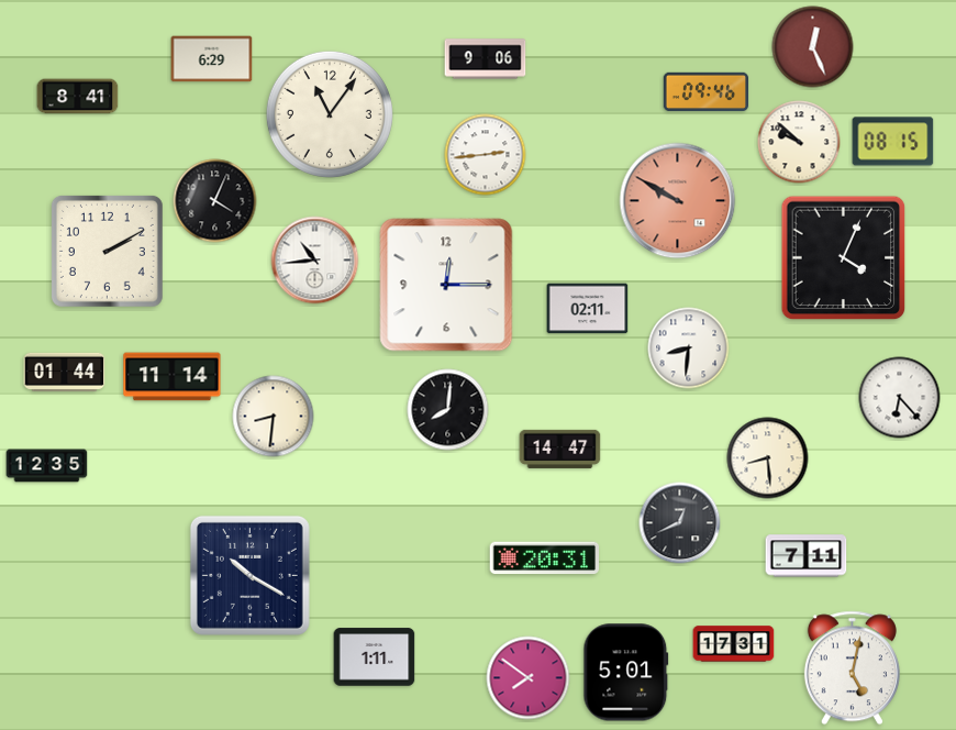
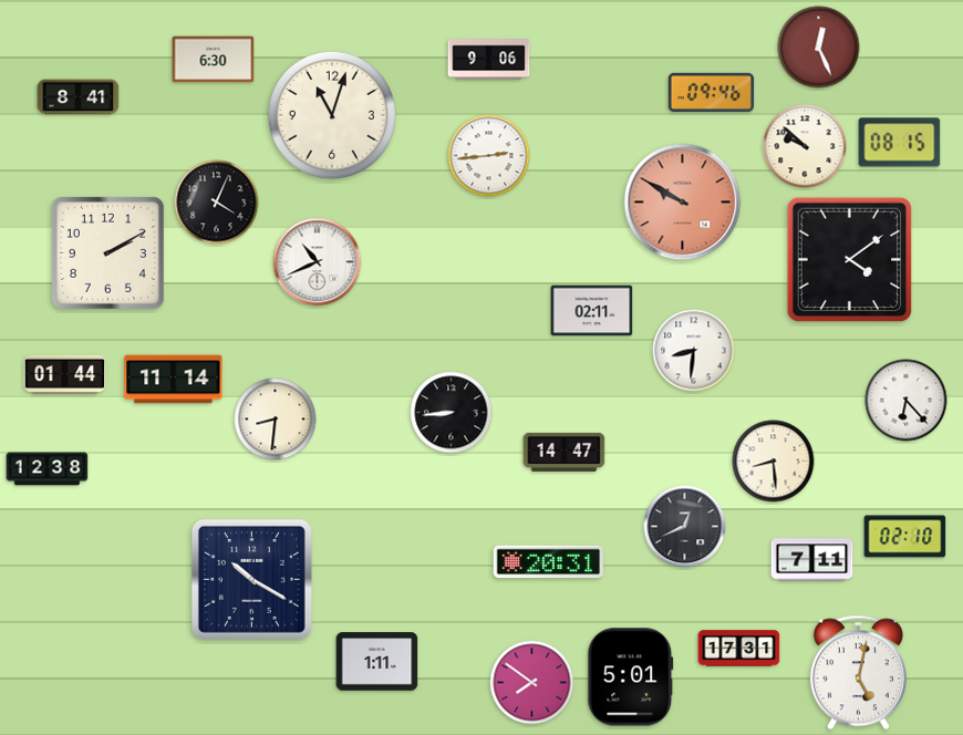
clock at (212, 59): 6:29 -> 6:30
clock at (330, 114): 11:06 -> 11:03
clock at (799, 142) position: (799, 142) -> (805, 146)
clock at (844, 258): 4:04 -> 4:09
clock at (315, 261): 10:44 -> 10:41
clock at (446, 285): 12:15 -> none
clock at (448, 410): 8:01 -> 8:44
clock at (47, 466): 12:35 -> 12:38
clock at (905, 537): none -> 02:10
